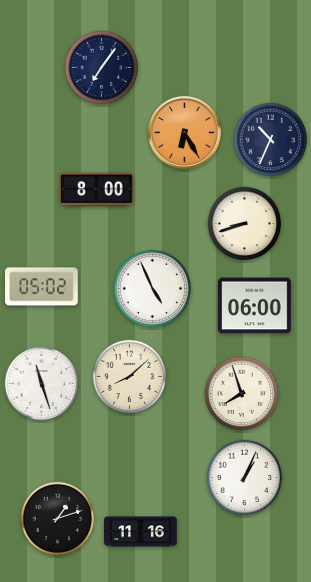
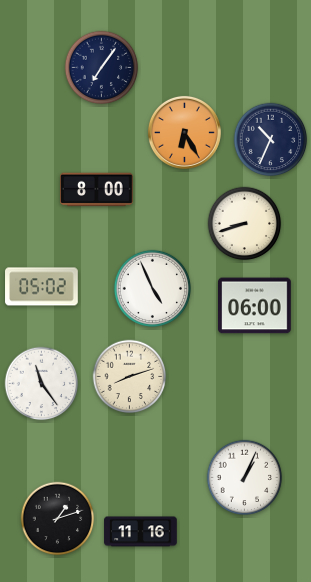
clock at (130, 377): 8:08 -> 8:12
clock at (42, 384): 11:27 -> 11:24
clock at (242, 394): 7:57 -> none
